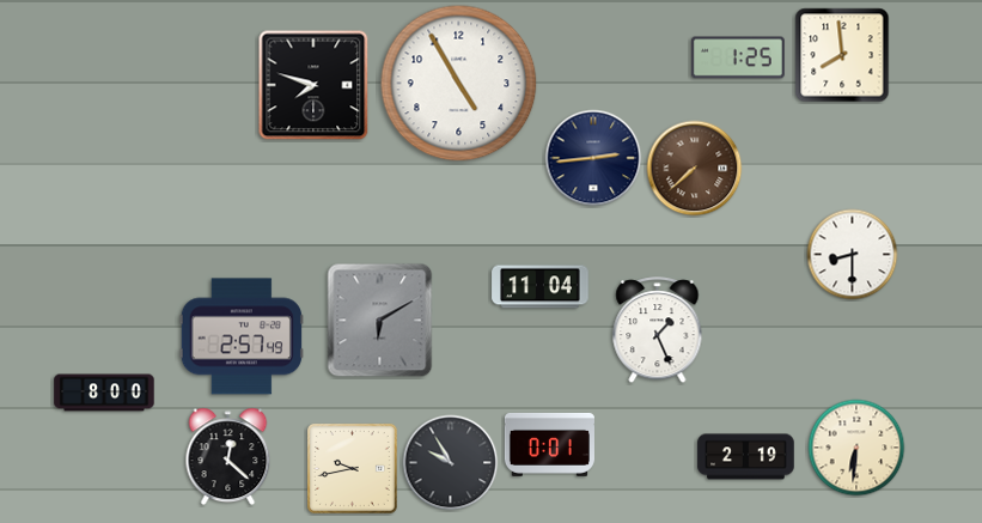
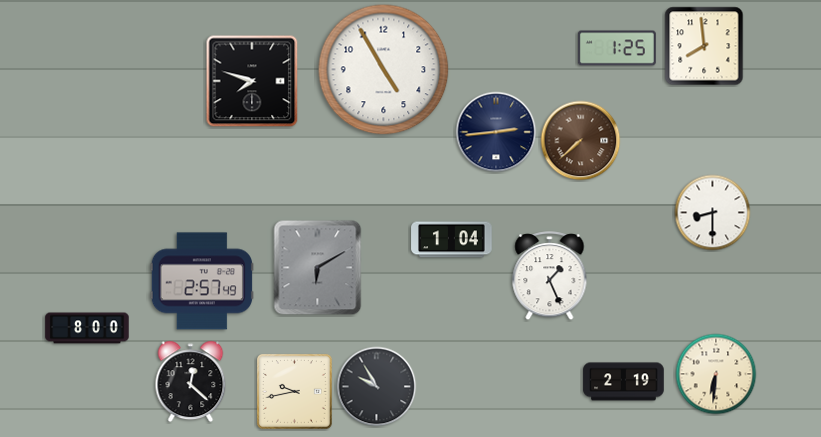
clock at (313, 85) position: (313, 85) -> (252, 81)
clock at (541, 287): 11:04 -> 1:04
clock at (549, 444): 0:01 -> none
